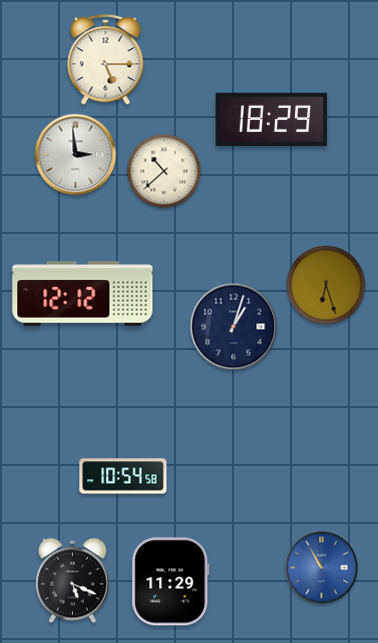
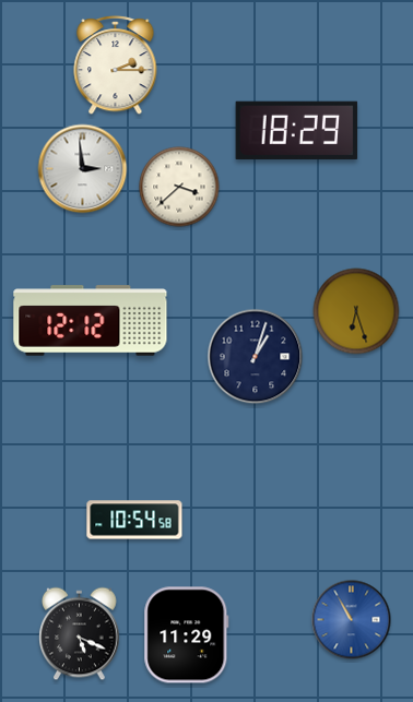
clock at (106, 59): 5:15 -> 2:15
clock at (164, 171): 10:38 -> 3:38
